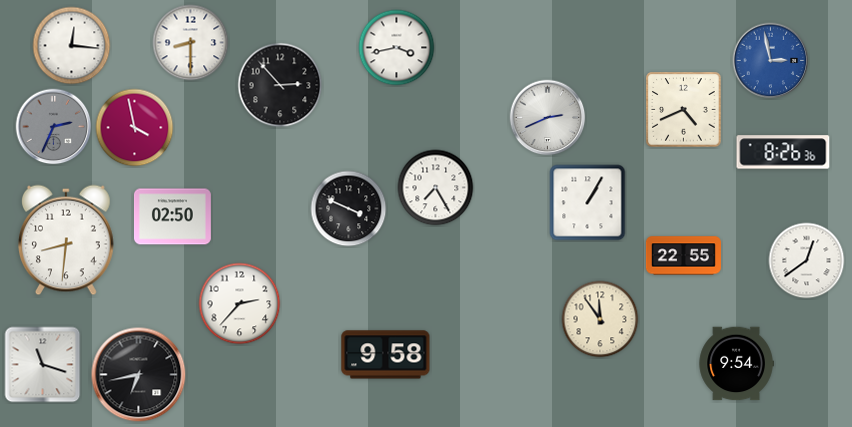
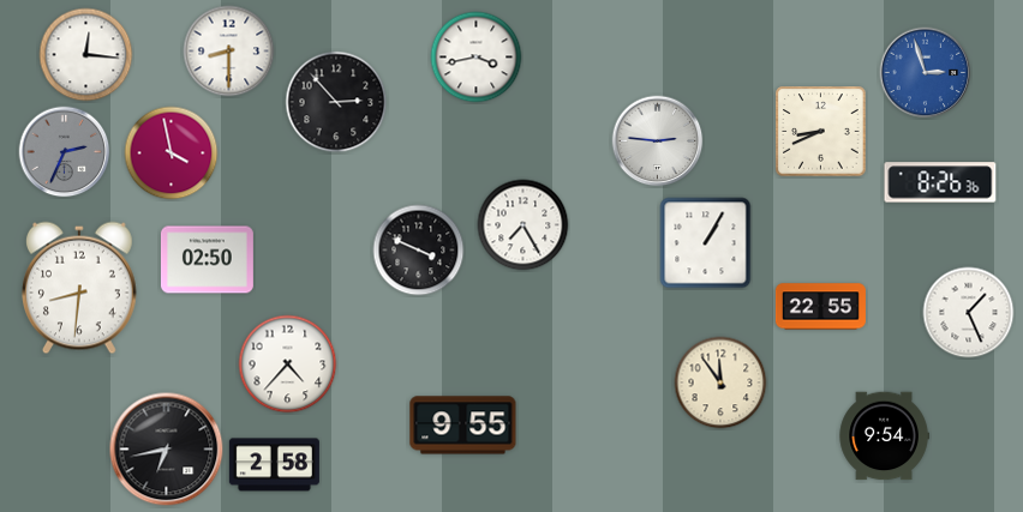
clock at (771, 61): 2:58 -> 2:57
clock at (684, 110): 4:41 -> 8:41
clock at (548, 118): 2:41 -> 2:46
clock at (135, 128) position: (135, 128) -> (172, 153)
clock at (807, 261): 12:39 -> 1:26
clock at (240, 304): 2:37 -> 4:37
clock at (386, 355): 9:58 -> 9:55
clock at (43, 365): 11:18 -> none
clock at (274, 465): none -> 2:58
